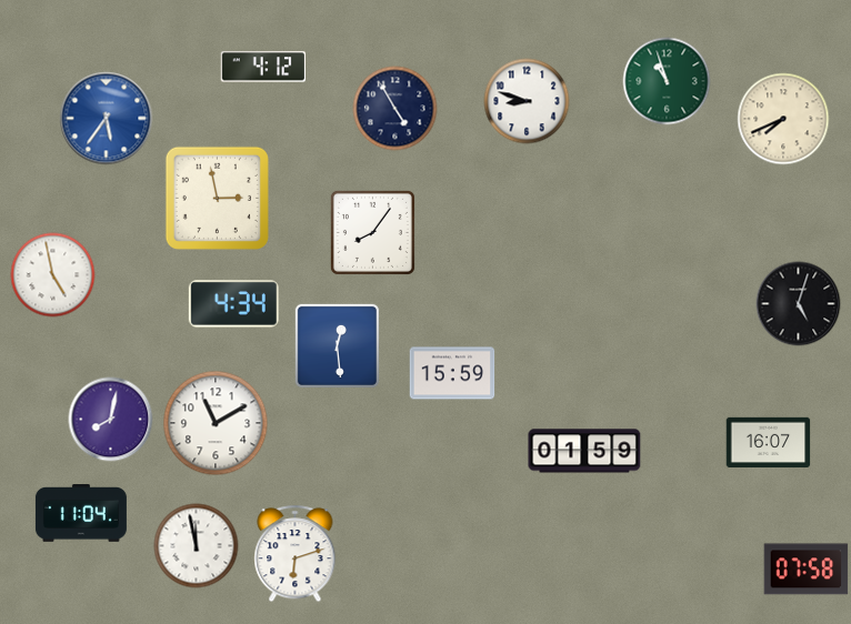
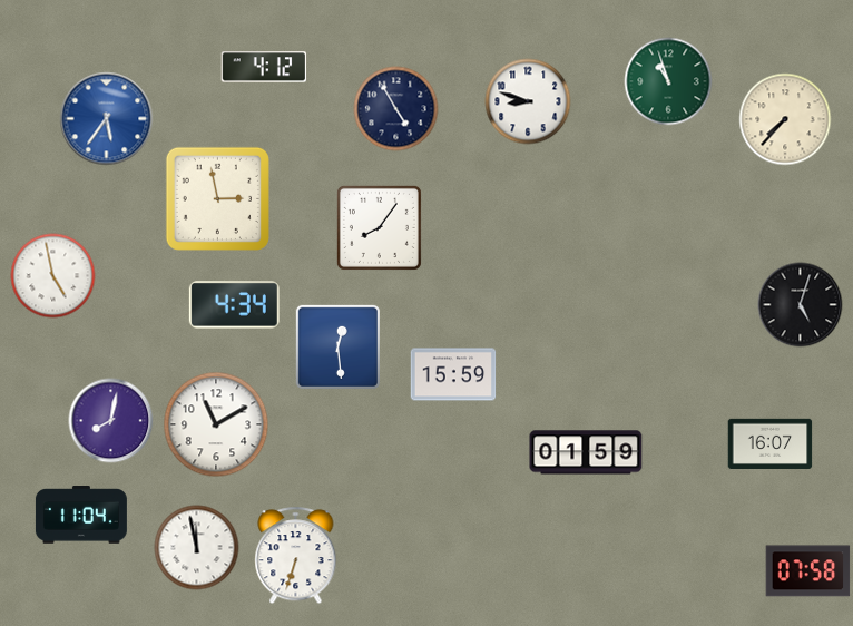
clock at (783, 119): 7:41 -> 7:37
clock at (372, 232) position: (372, 232) -> (379, 227)
clock at (296, 554): 6:12 -> 6:33
